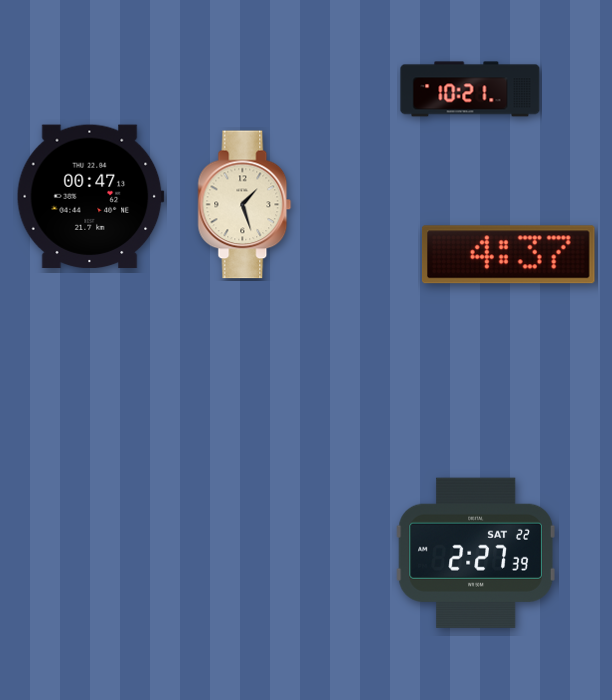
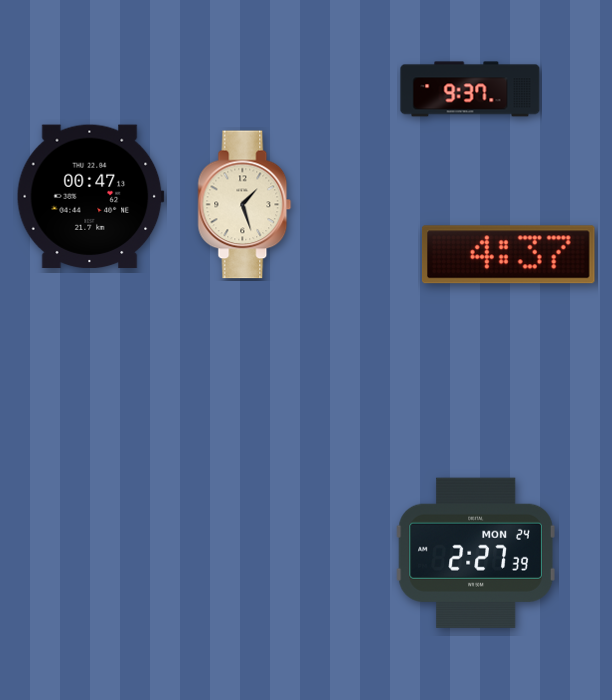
clock at (470, 89): 10:21 -> 9:37
clock at (476, 553) date: SAT 22 -> MON 24
